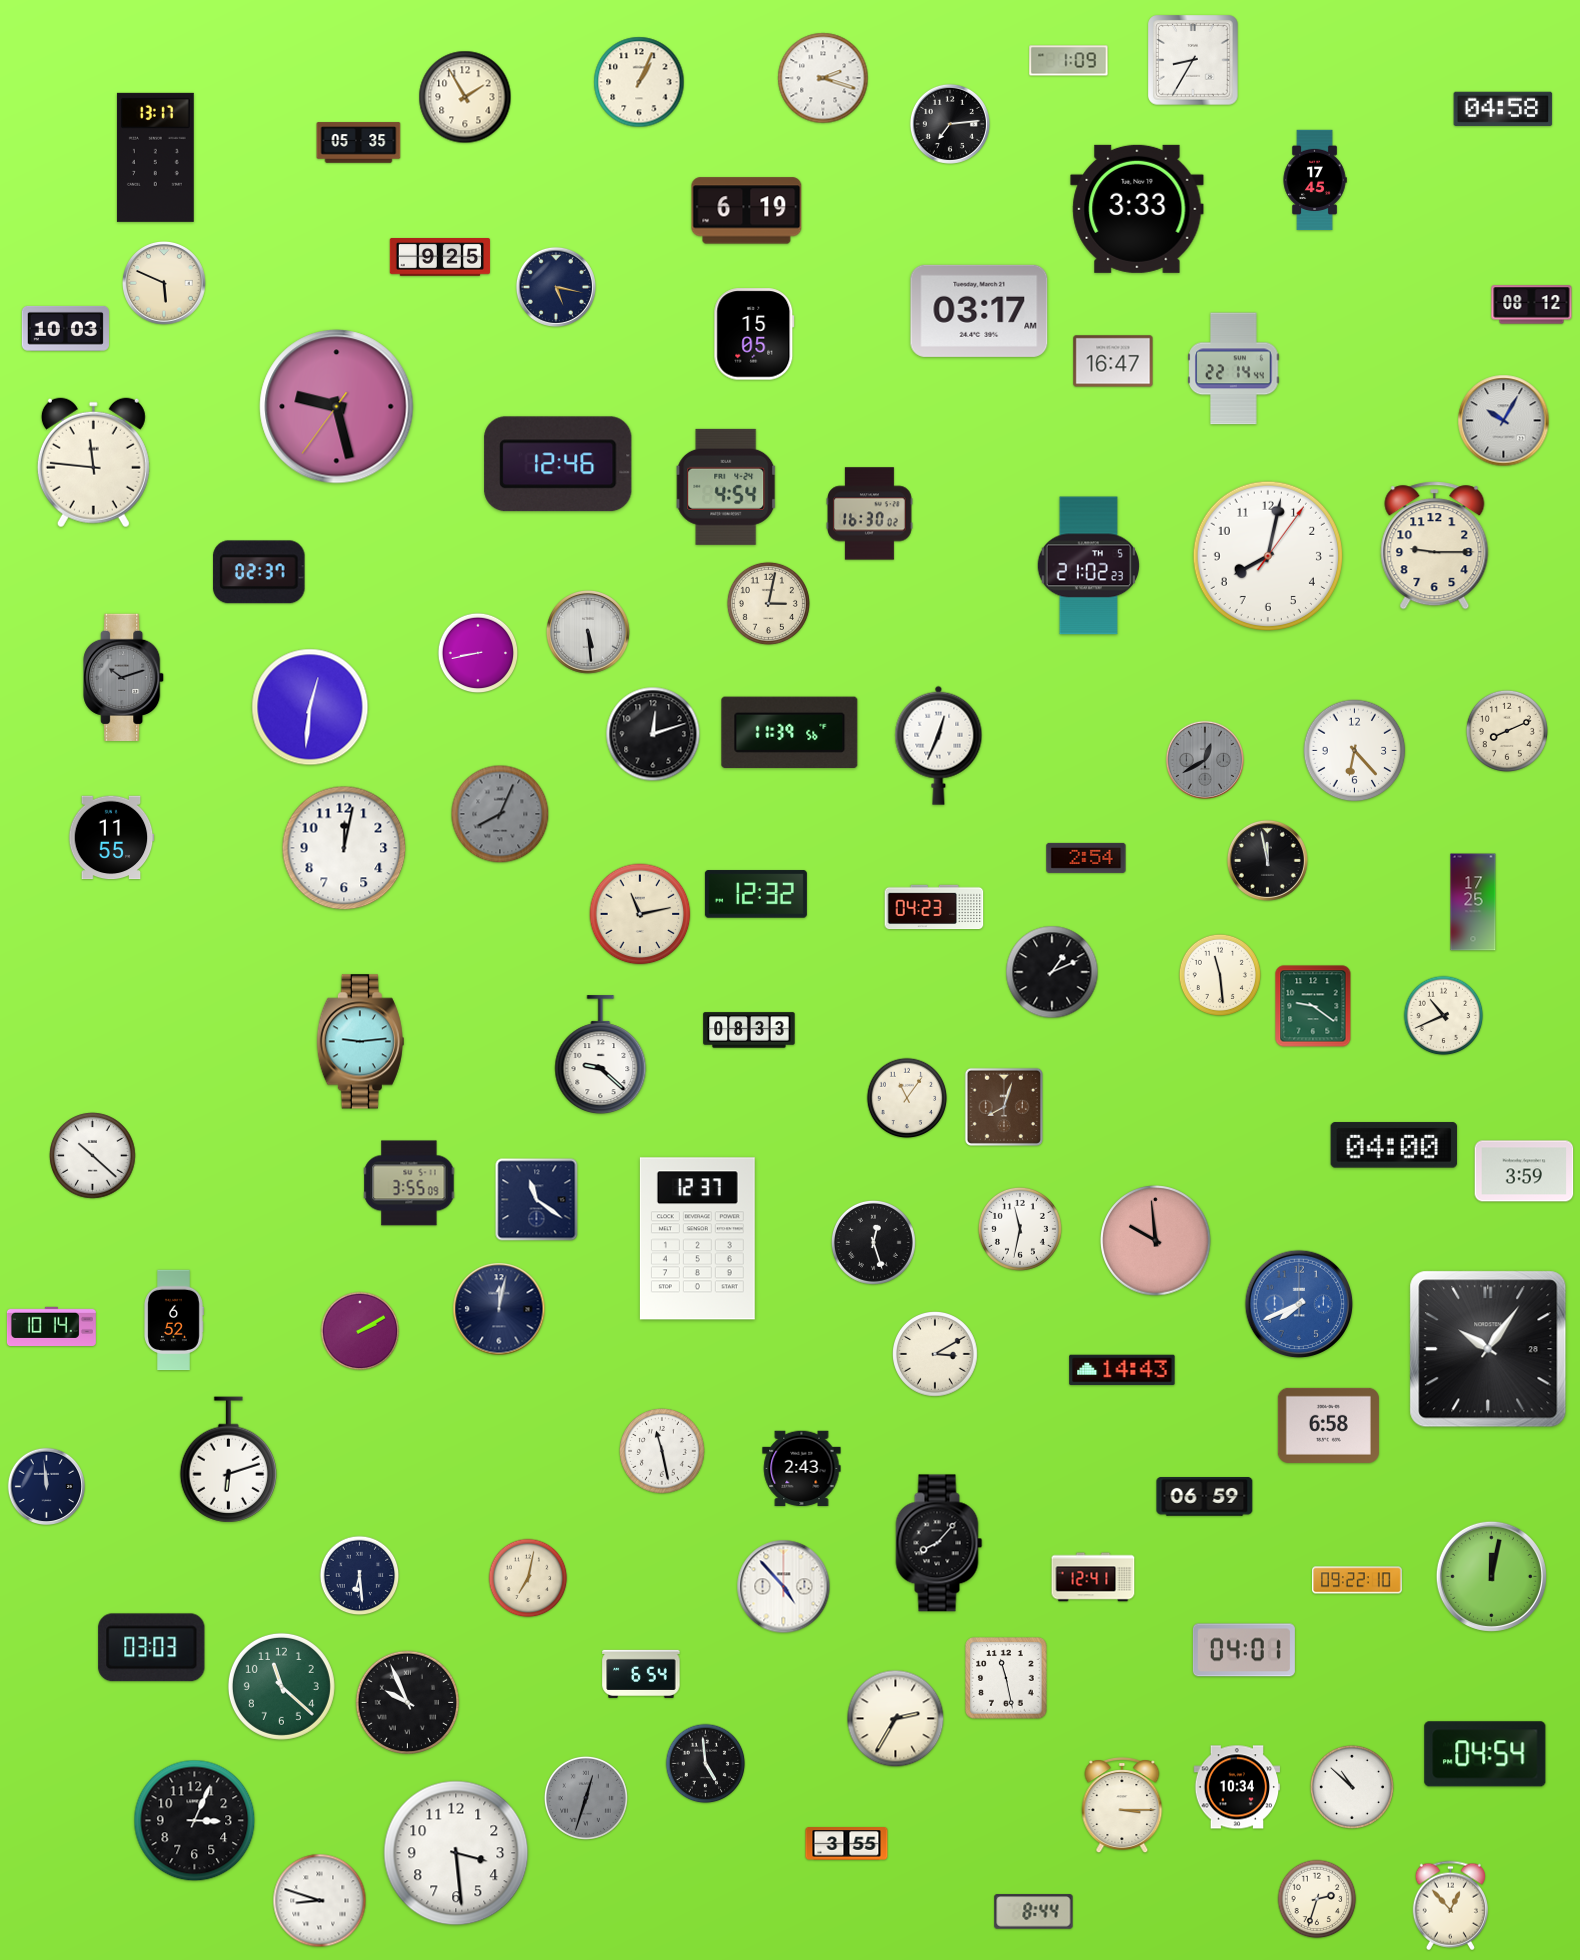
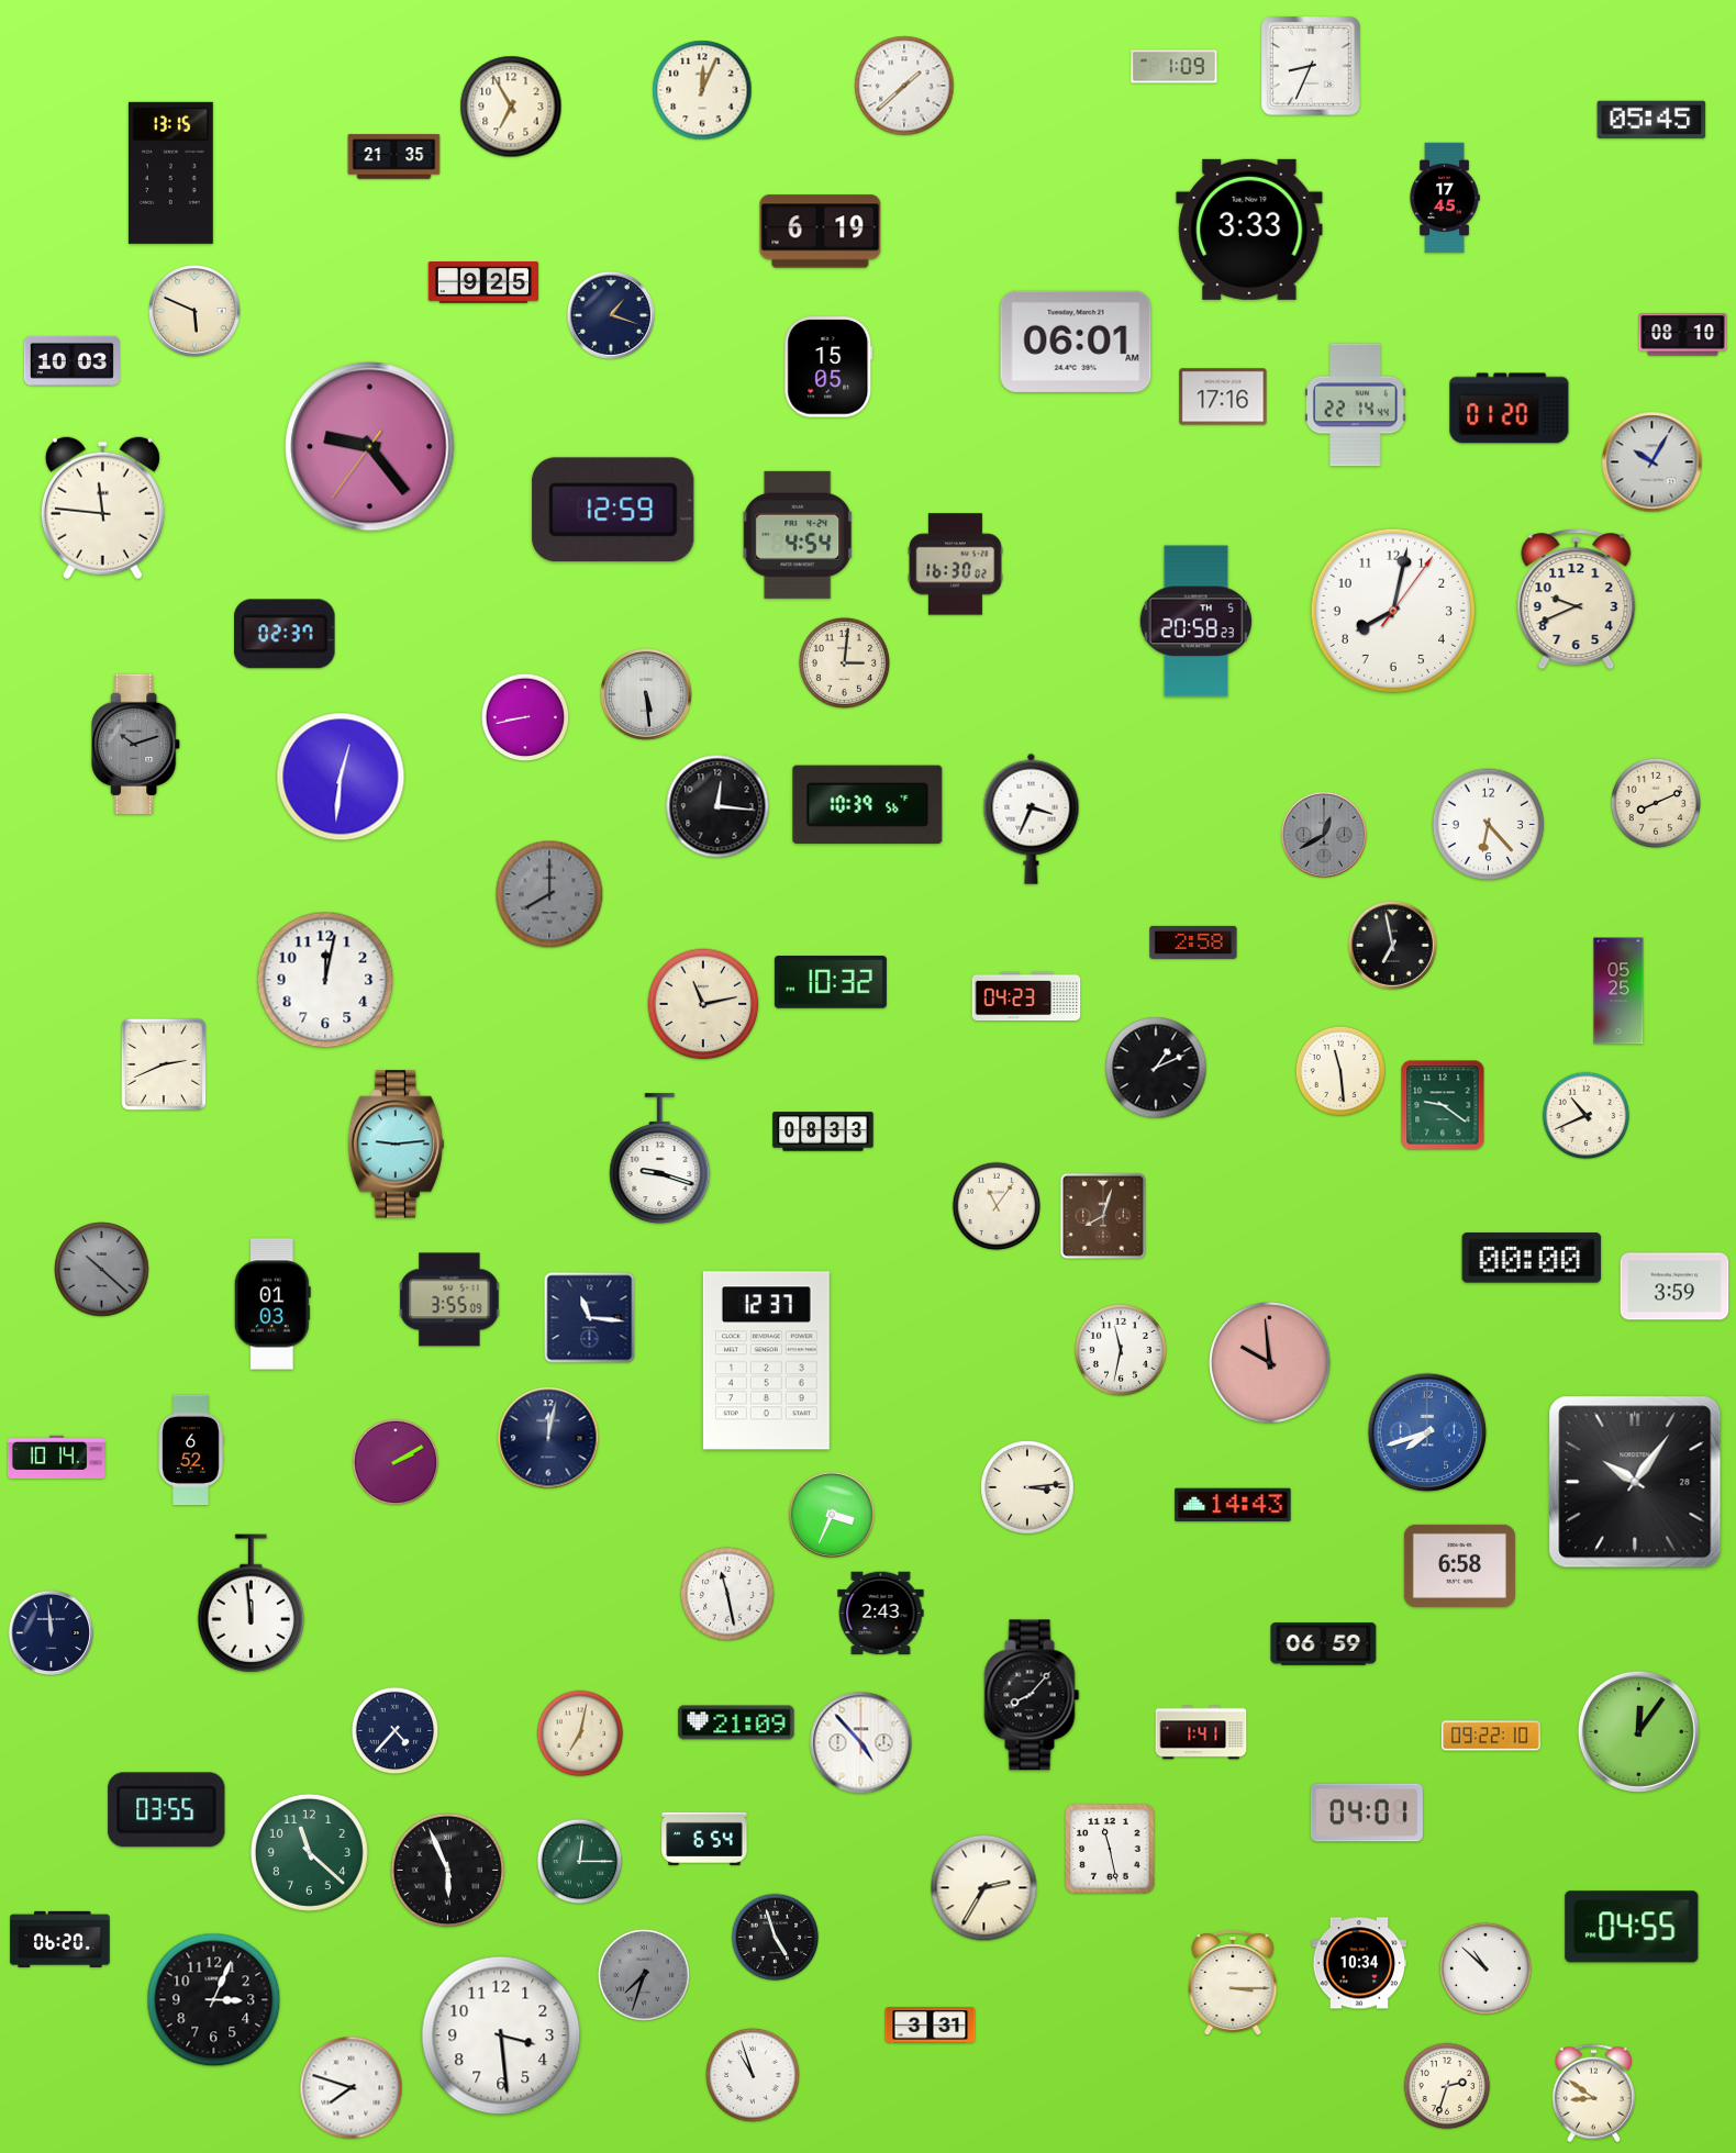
clock at (1193, 60): 8:35 -> 8:34
clock at (823, 78): 2:18 -> 1:38
clock at (639, 82): 1:04 -> 12:04
clock at (465, 97): 1:55 -> 6:55
clock at (1503, 109): 04:58 -> 05:45
clock at (950, 124): 7:14 -> none
clock at (359, 143): 05:35 -> 21:35
clock at (155, 157): 13:17 -> 13:15
clock at (165, 284) position: (165, 284) -> (196, 312)
clock at (556, 287): 5:17 -> 1:18
clock at (1532, 305): 08:12 -> 08:10
clock at (979, 311): 03:17 -> 06:01
clock at (1113, 361): 16:47 -> 17:16
clock at (1510, 409): none -> 01:20
clock at (337, 407): 9:27 -> 9:23
clock at (558, 464): 12:46 -> 12:59
clock at (1435, 546): 9:15 -> 9:41
clock at (1088, 566): 21:02 -> 20:58
clock at (259, 572) position: (259, 572) -> (285, 634)
clock at (768, 603): 3:02 -> 3:01
clock at (790, 733): 11:39 -> 10:39
clock at (653, 734): 12:12 -> 12:16
clock at (939, 745): 12:34 -> 3:34
clock at (500, 814): 8:04 -> 8:00
clock at (111, 838): 11:55 -> none
clock at (344, 848) position: (344, 848) -> (325, 980)
clock at (1086, 858): 2:54 -> 2:58
clock at (1267, 860): 11:58 -> 6:58
clock at (756, 894): 12:32 -> 10:32
clock at (1473, 902): 17:25 -> 05:25
clock at (164, 1064): none -> 2:41
clock at (601, 1055): 9:22 -> 9:18
clock at (1394, 1145): 04:00 -> 00:00
clock at (93, 1156) dial: white -> grey
clock at (272, 1304): none -> 01:03
clock at (537, 1200): 11:21 -> 11:16
clock at (873, 1242): 12:27 -> none
clock at (1299, 1304): 7:41 -> 7:42
clock at (936, 1355): 3:10 -> 3:14
clock at (831, 1514): none -> 3:34
clock at (228, 1460): 6:12 -> 11:59
clock at (736, 1722): none -> 21:09
clock at (360, 1576): 6:29 -> 4:37
clock at (1491, 1576): 12:02 -> 12:06
clock at (1093, 1577): 12:41 -> 1:41
clock at (152, 1648): 03:03 -> 03:55
clock at (1006, 1678) position: (1006, 1678) -> (1110, 1849)
clock at (580, 1862): none -> 12:15
clock at (407, 1702): 9:56 -> 5:56
clock at (1485, 1754): 04:54 -> 04:55
clock at (706, 1764): 4:59 -> 4:57
clock at (60, 1939): none -> 06:20
clock at (1352, 1787) position: (1352, 1787) -> (1485, 1968)
clock at (586, 1798): 12:33 -> 7:33
clock at (847, 1844): 3:55 -> 3:31
clock at (754, 2076): none -> 10:57
clock at (320, 1901): 8:48 -> 7:48
clock at (1450, 1906): 12:53 -> 8:51
clock at (1034, 1912): 8:44 -> none
